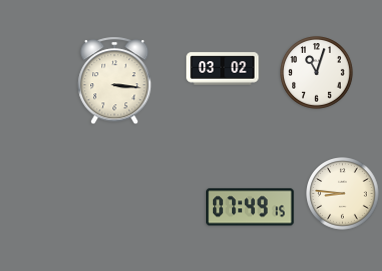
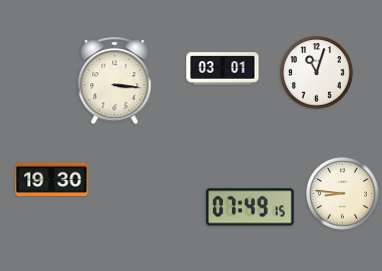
clock at (223, 69): 03:02 -> 03:01
clock at (52, 179): none -> 19:30
